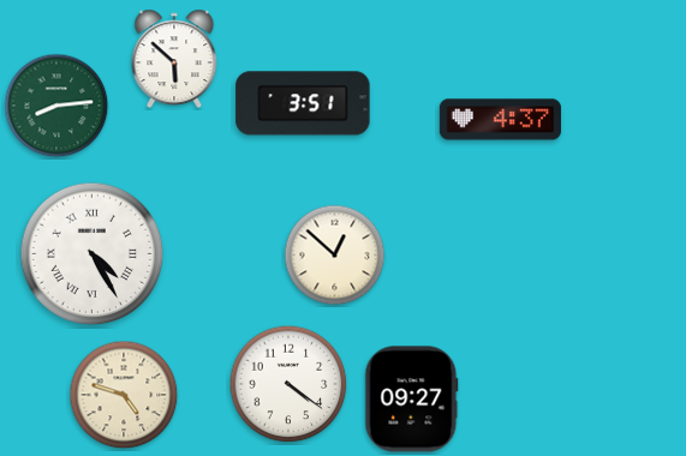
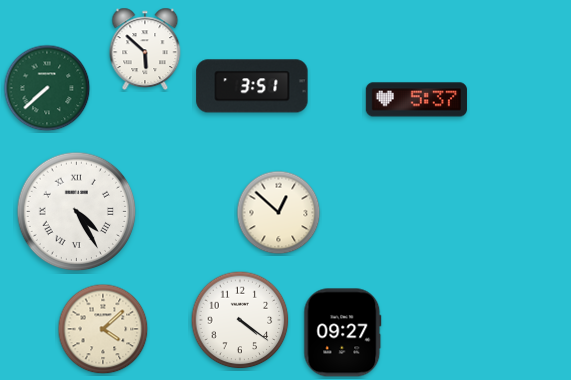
clock at (56, 106): 8:14 -> 7:38
clock at (500, 120): 4:37 -> 5:37
clock at (124, 395): 4:48 -> 4:08
